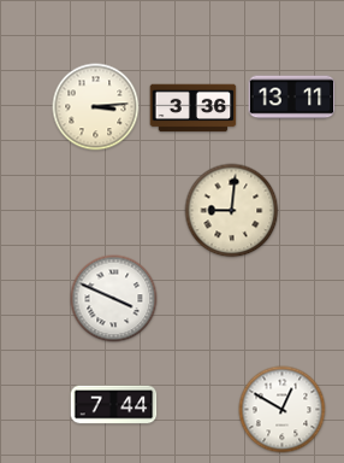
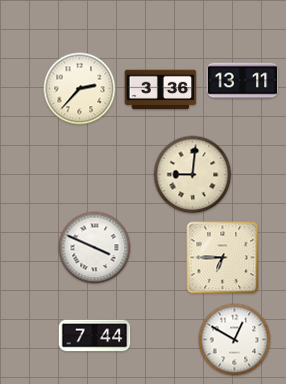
clock at (96, 107): 3:14 -> 2:37
clock at (223, 258): none -> 6:45
